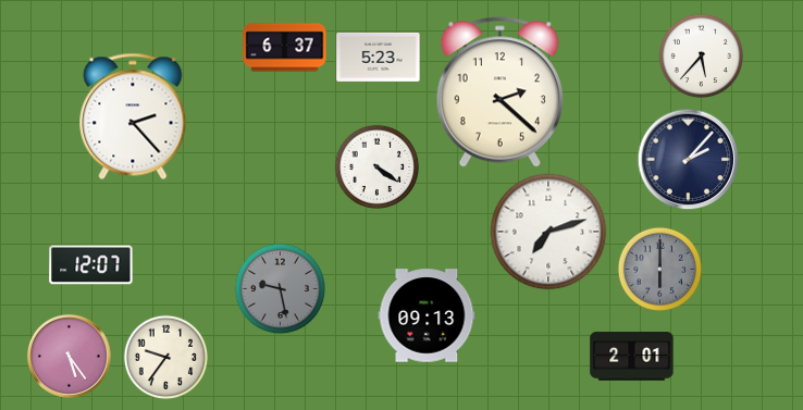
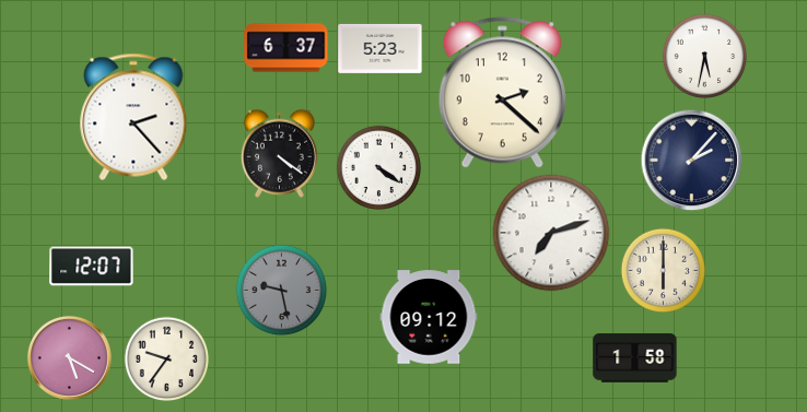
clock at (701, 55): 5:37 -> 5:32
clock at (379, 57) position: (379, 57) -> (381, 48)
clock at (279, 153): none -> 4:21
clock at (659, 269) dial: grey -> cream
clock at (427, 315): 09:13 -> 09:12
clock at (69, 356): 5:24 -> 5:20
clock at (632, 357): 2:01 -> 1:58
